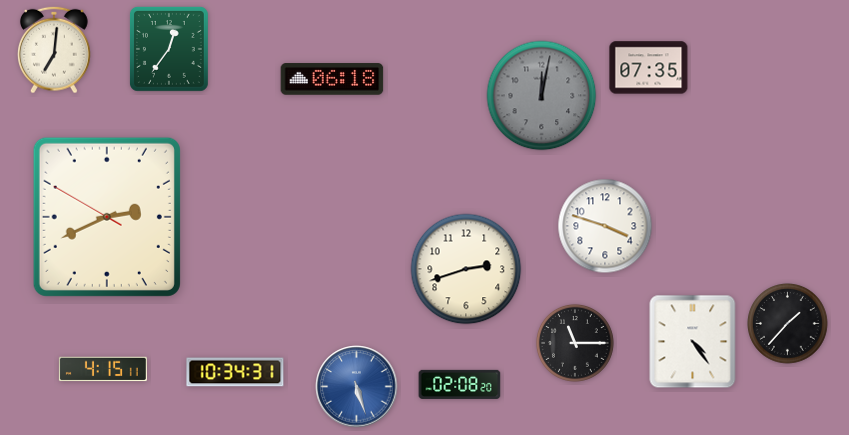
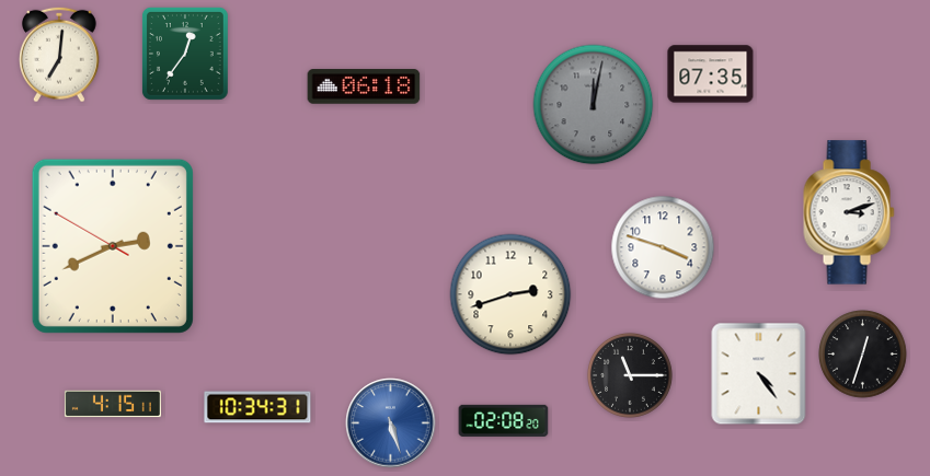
clock at (849, 212): none -> 3:12
clock at (107, 217) position: (107, 217) -> (113, 246)
clock at (788, 324): 1:37 -> 12:33
